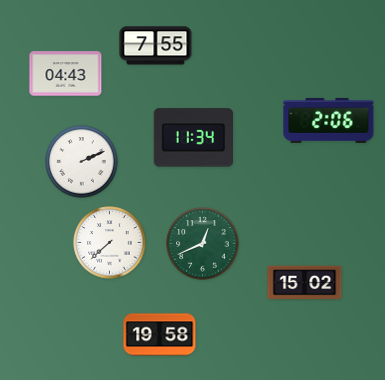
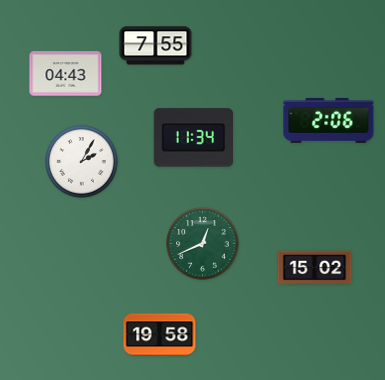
clock at (82, 162): 2:11 -> 2:05
clock at (110, 243): 7:38 -> none
clock at (305, 283) position: (305, 283) -> (315, 268)
